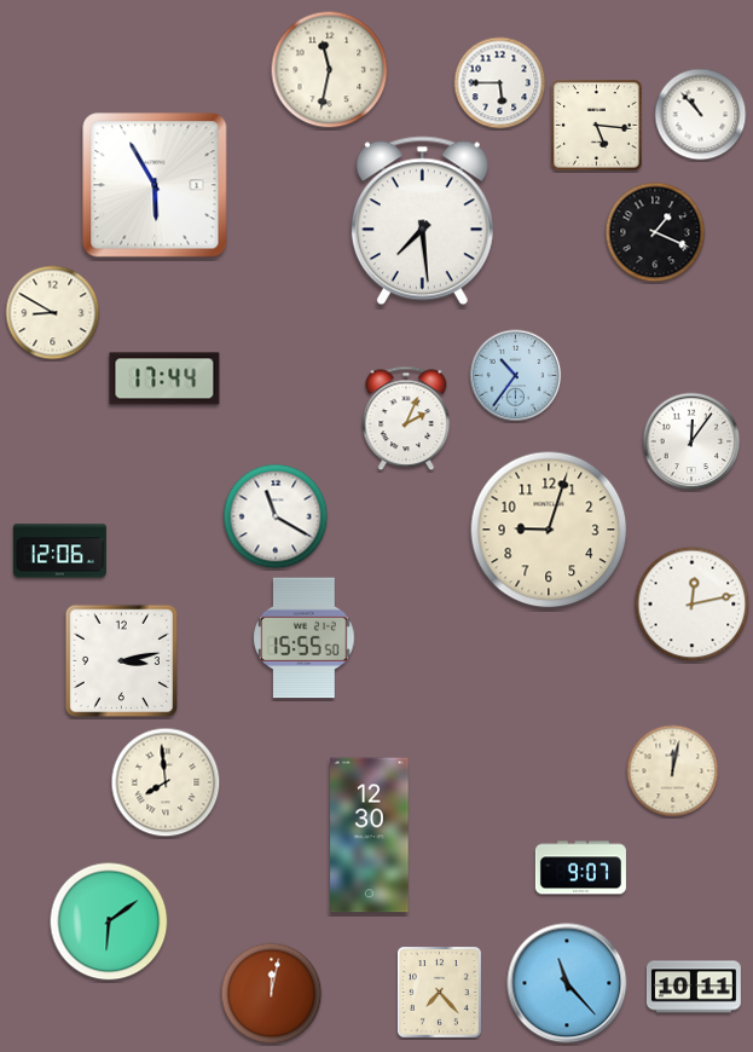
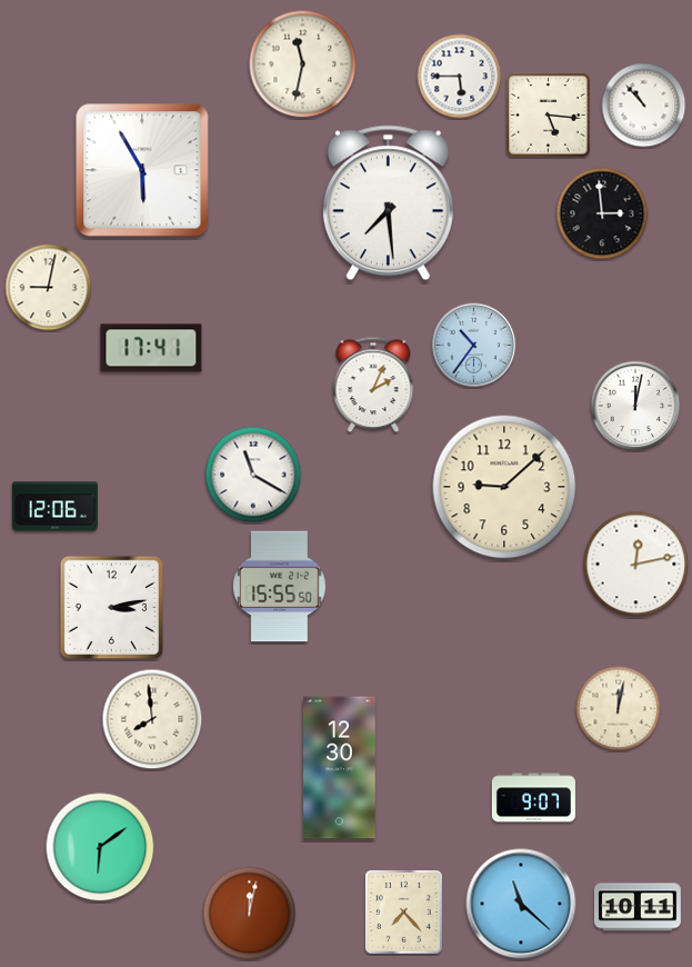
clock at (655, 232): 1:19 -> 2:59
clock at (53, 313): 8:50 -> 9:02
clock at (164, 378): 17:44 -> 17:41
clock at (691, 441): 12:06 -> 12:02
clock at (549, 530): 9:03 -> 9:08
clock at (693, 605) position: (693, 605) -> (636, 565)
clock at (567, 983): 11:23 -> 11:22
